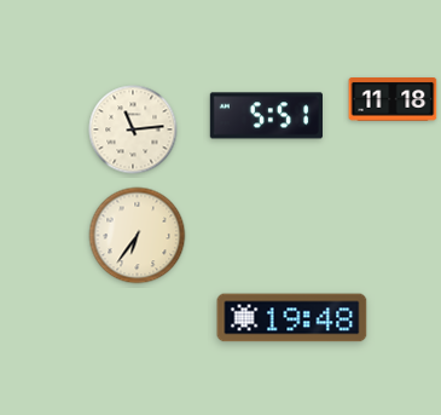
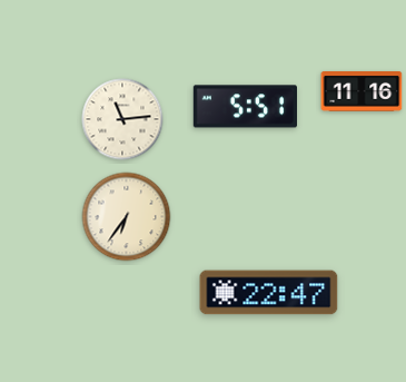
clock at (393, 100): 11:18 -> 11:16
clock at (292, 318): 19:48 -> 22:47
